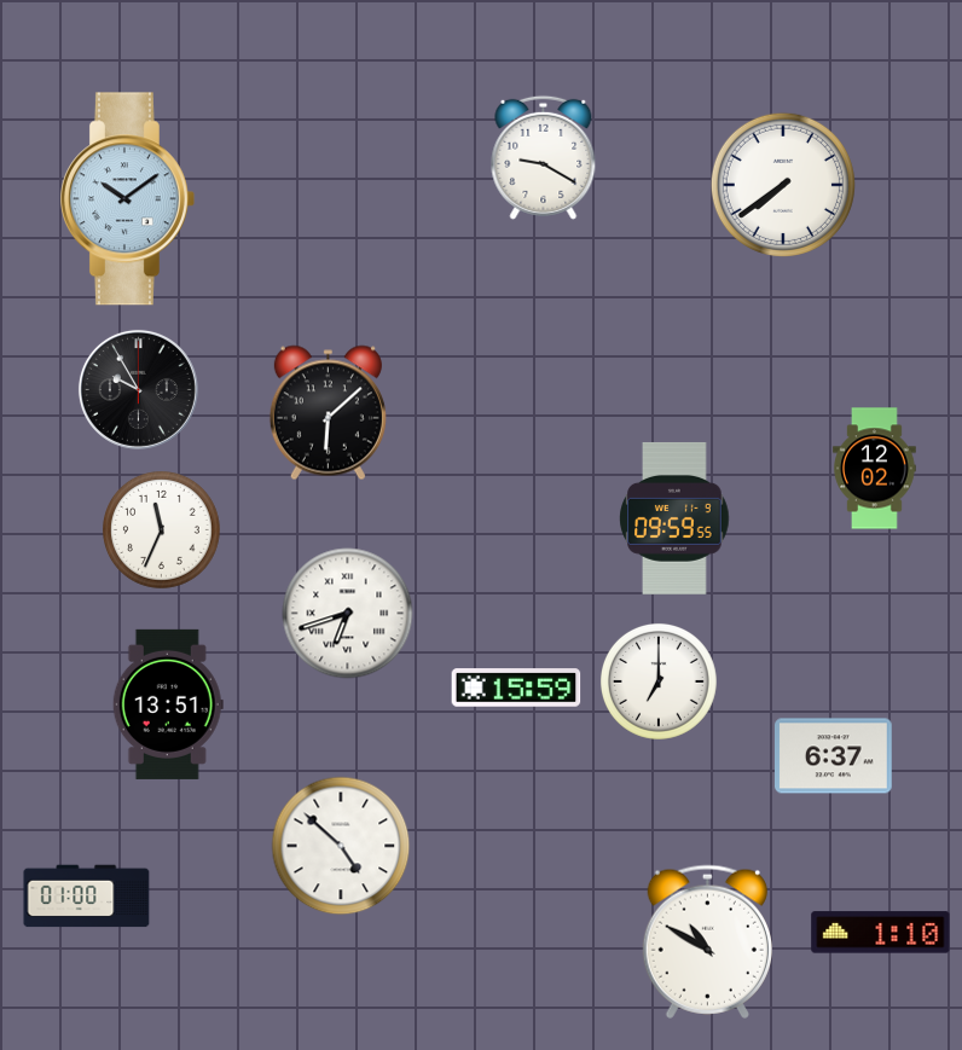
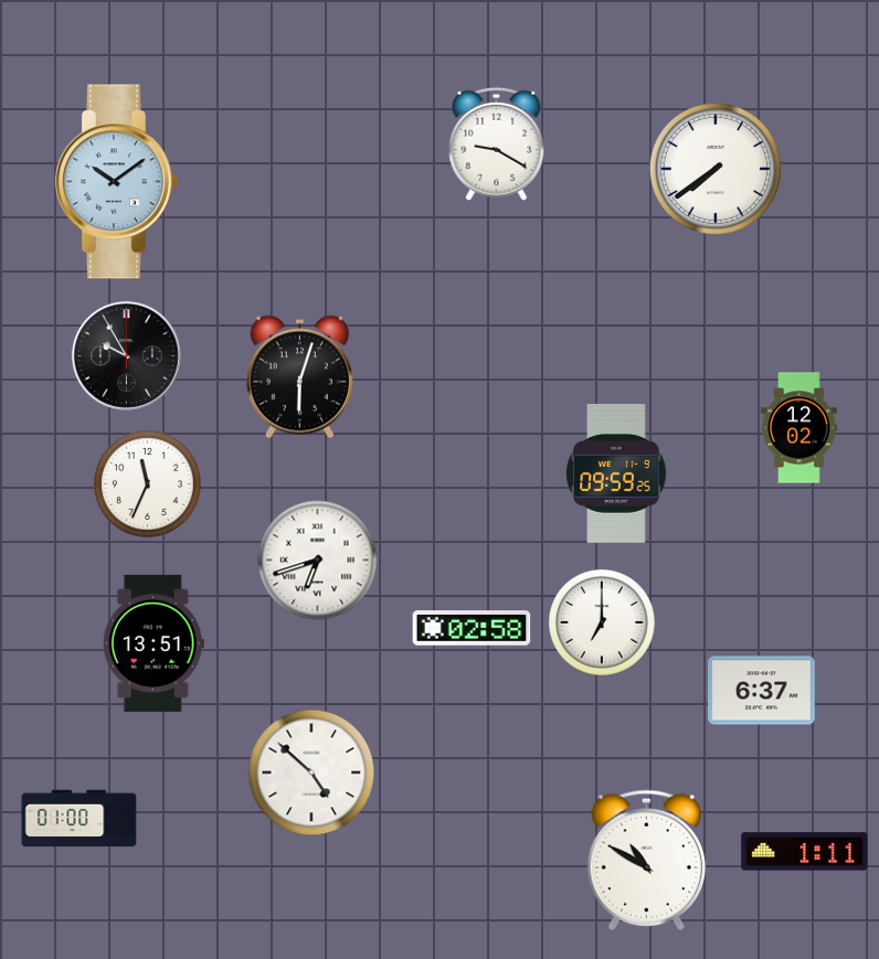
clock at (328, 413): 6:08 -> 6:03
clock at (674, 518): 09:59:55 -> 09:59:25
clock at (516, 688): 15:59 -> 02:58
clock at (881, 933): 1:10 -> 1:11
